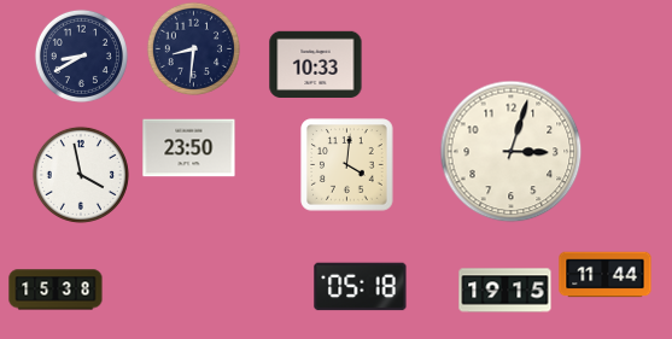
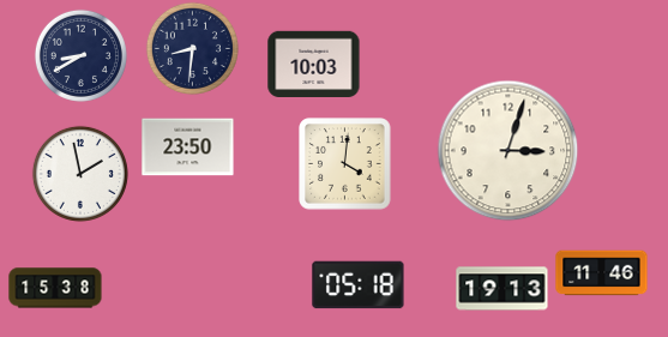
clock at (316, 64): 10:33 -> 10:03
clock at (81, 175): 3:58 -> 1:58
clock at (606, 275): 11:44 -> 11:46
clock at (506, 291): 19:15 -> 19:13
